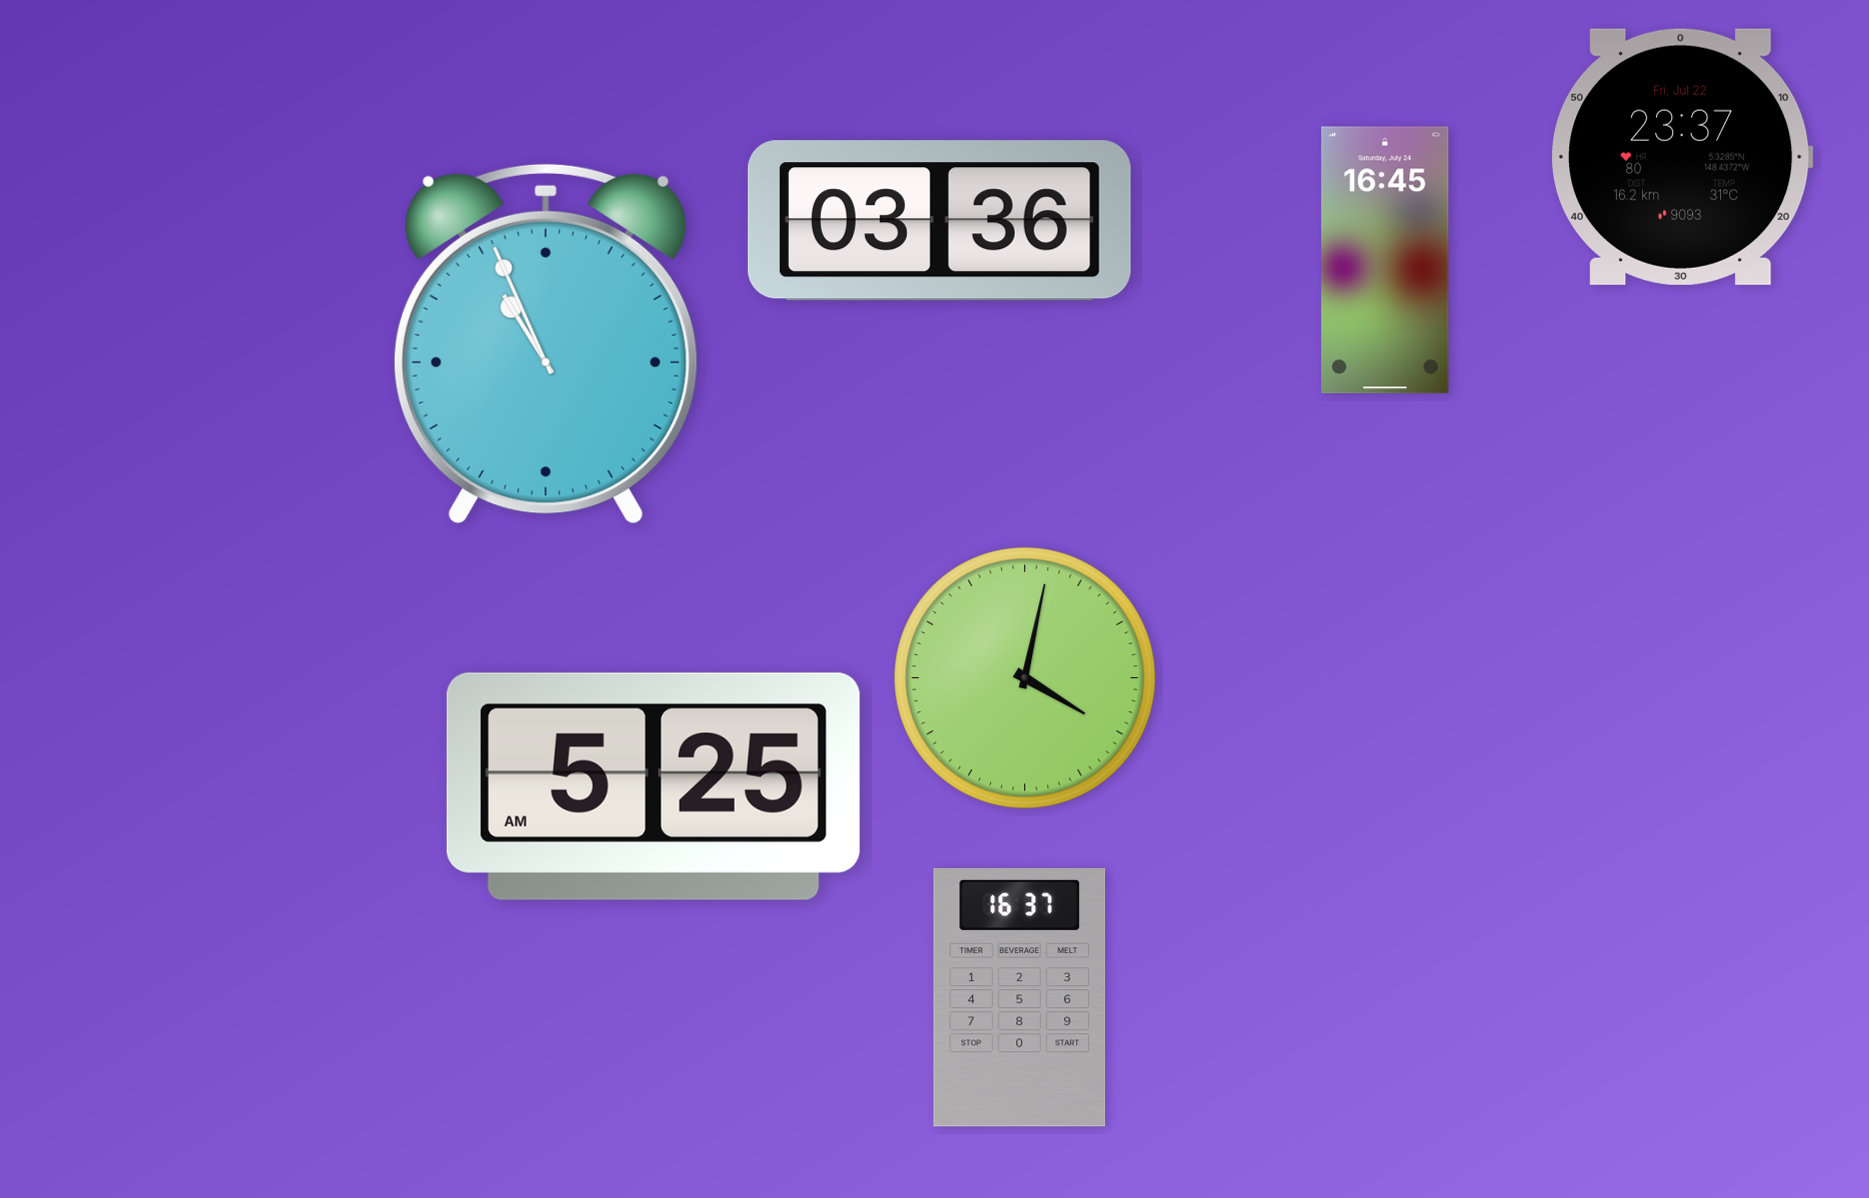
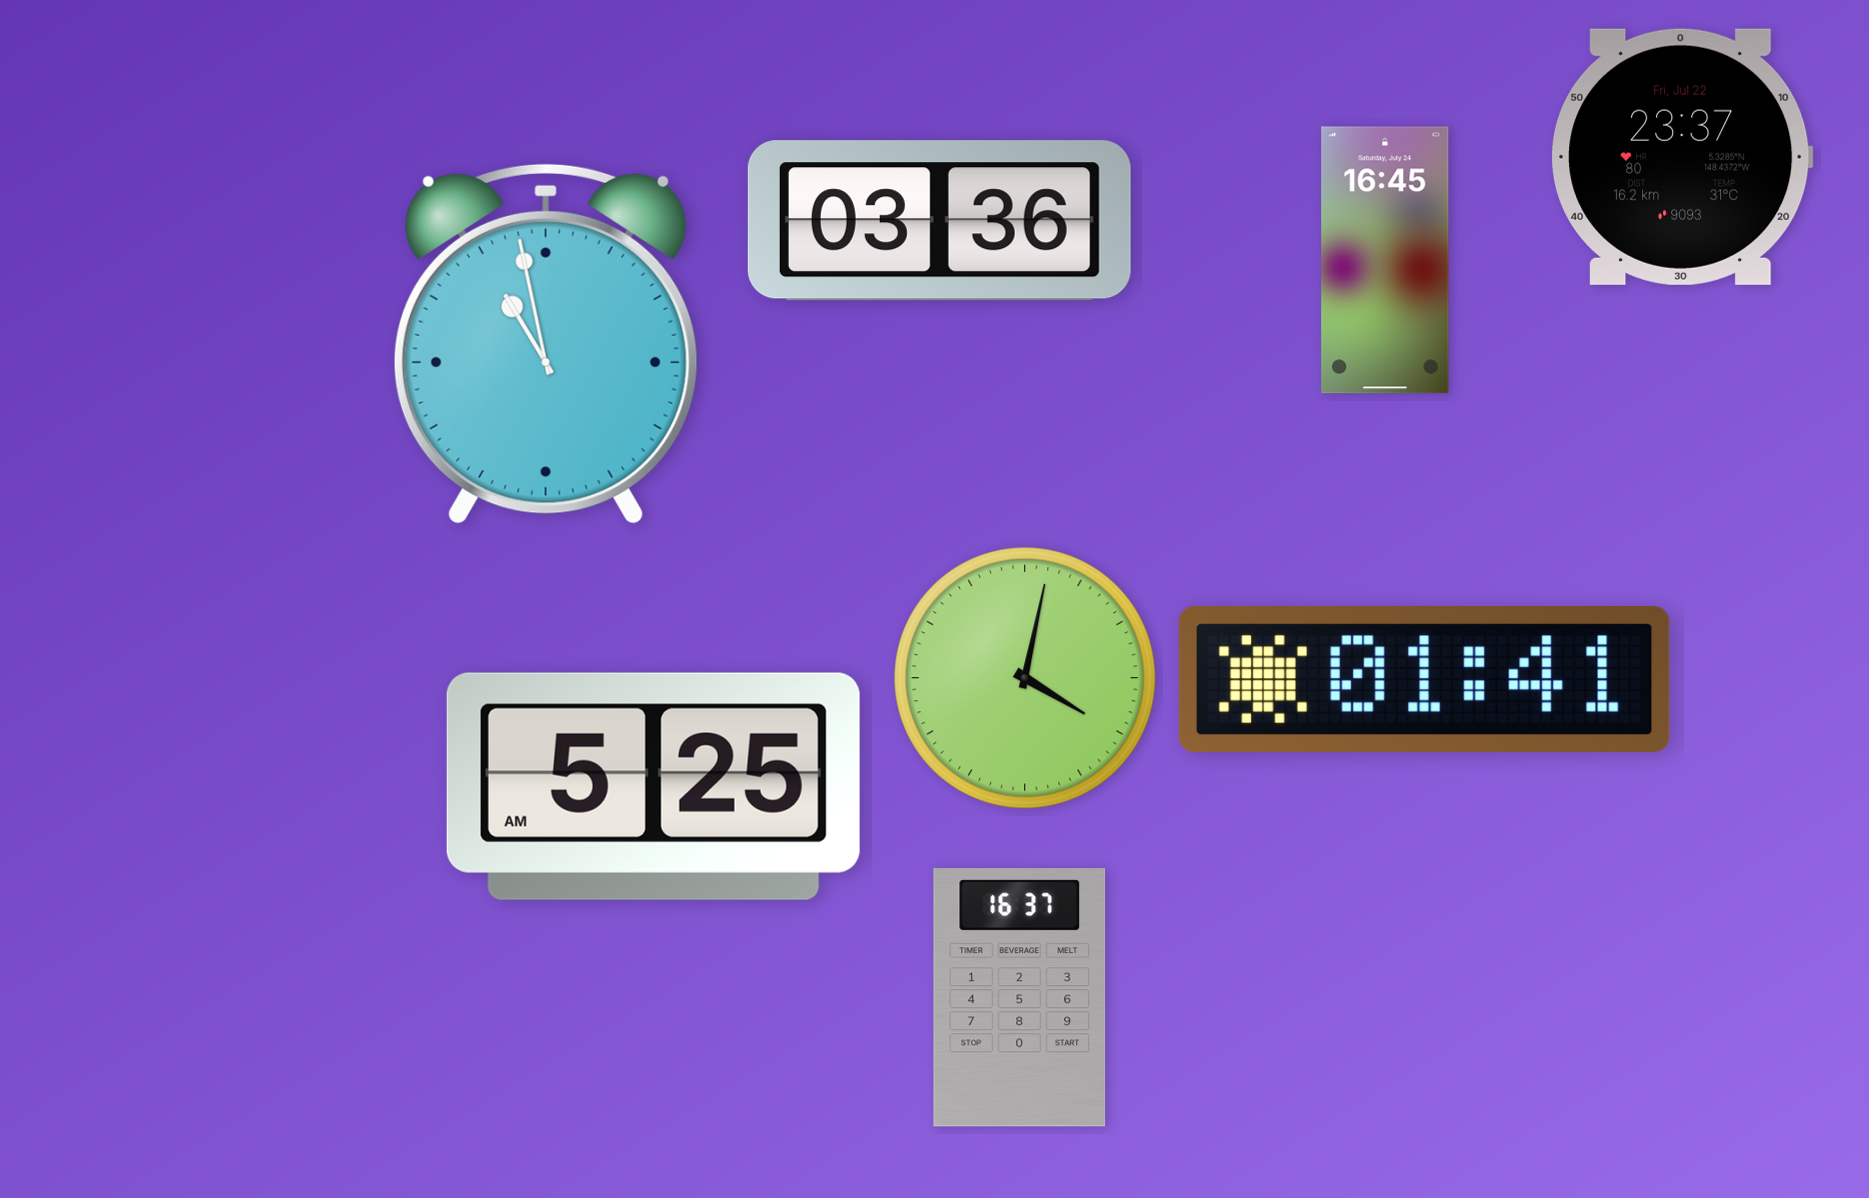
clock at (546, 344): 10:56 -> 10:58
clock at (1424, 679): none -> 01:41
